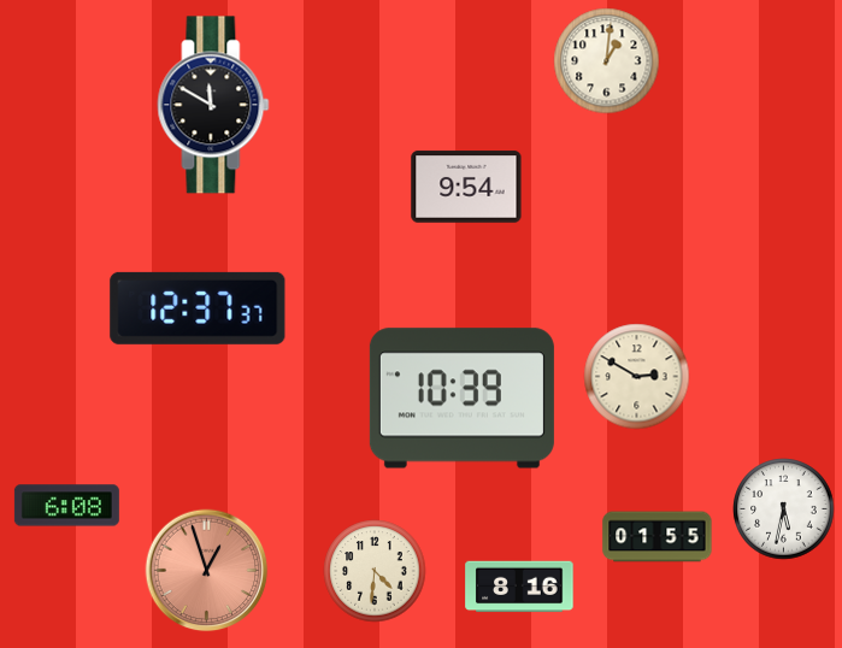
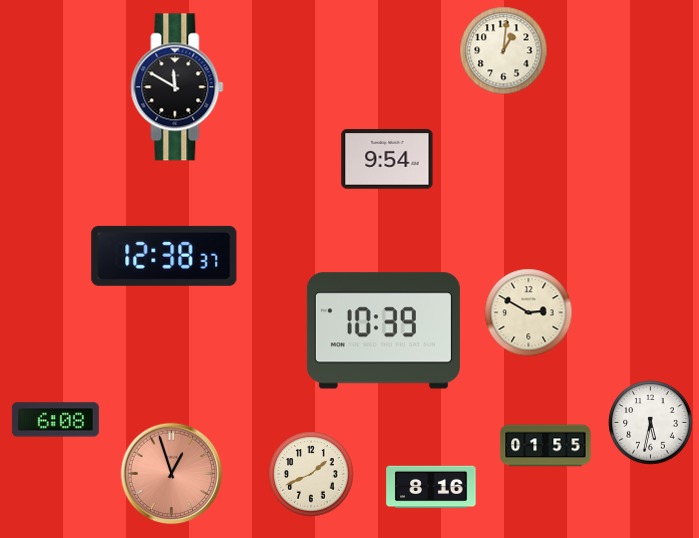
clock at (466, 187) position: (466, 187) -> (387, 159)
clock at (198, 308): 12:37 -> 12:38
clock at (375, 571): 4:31 -> 1:41
